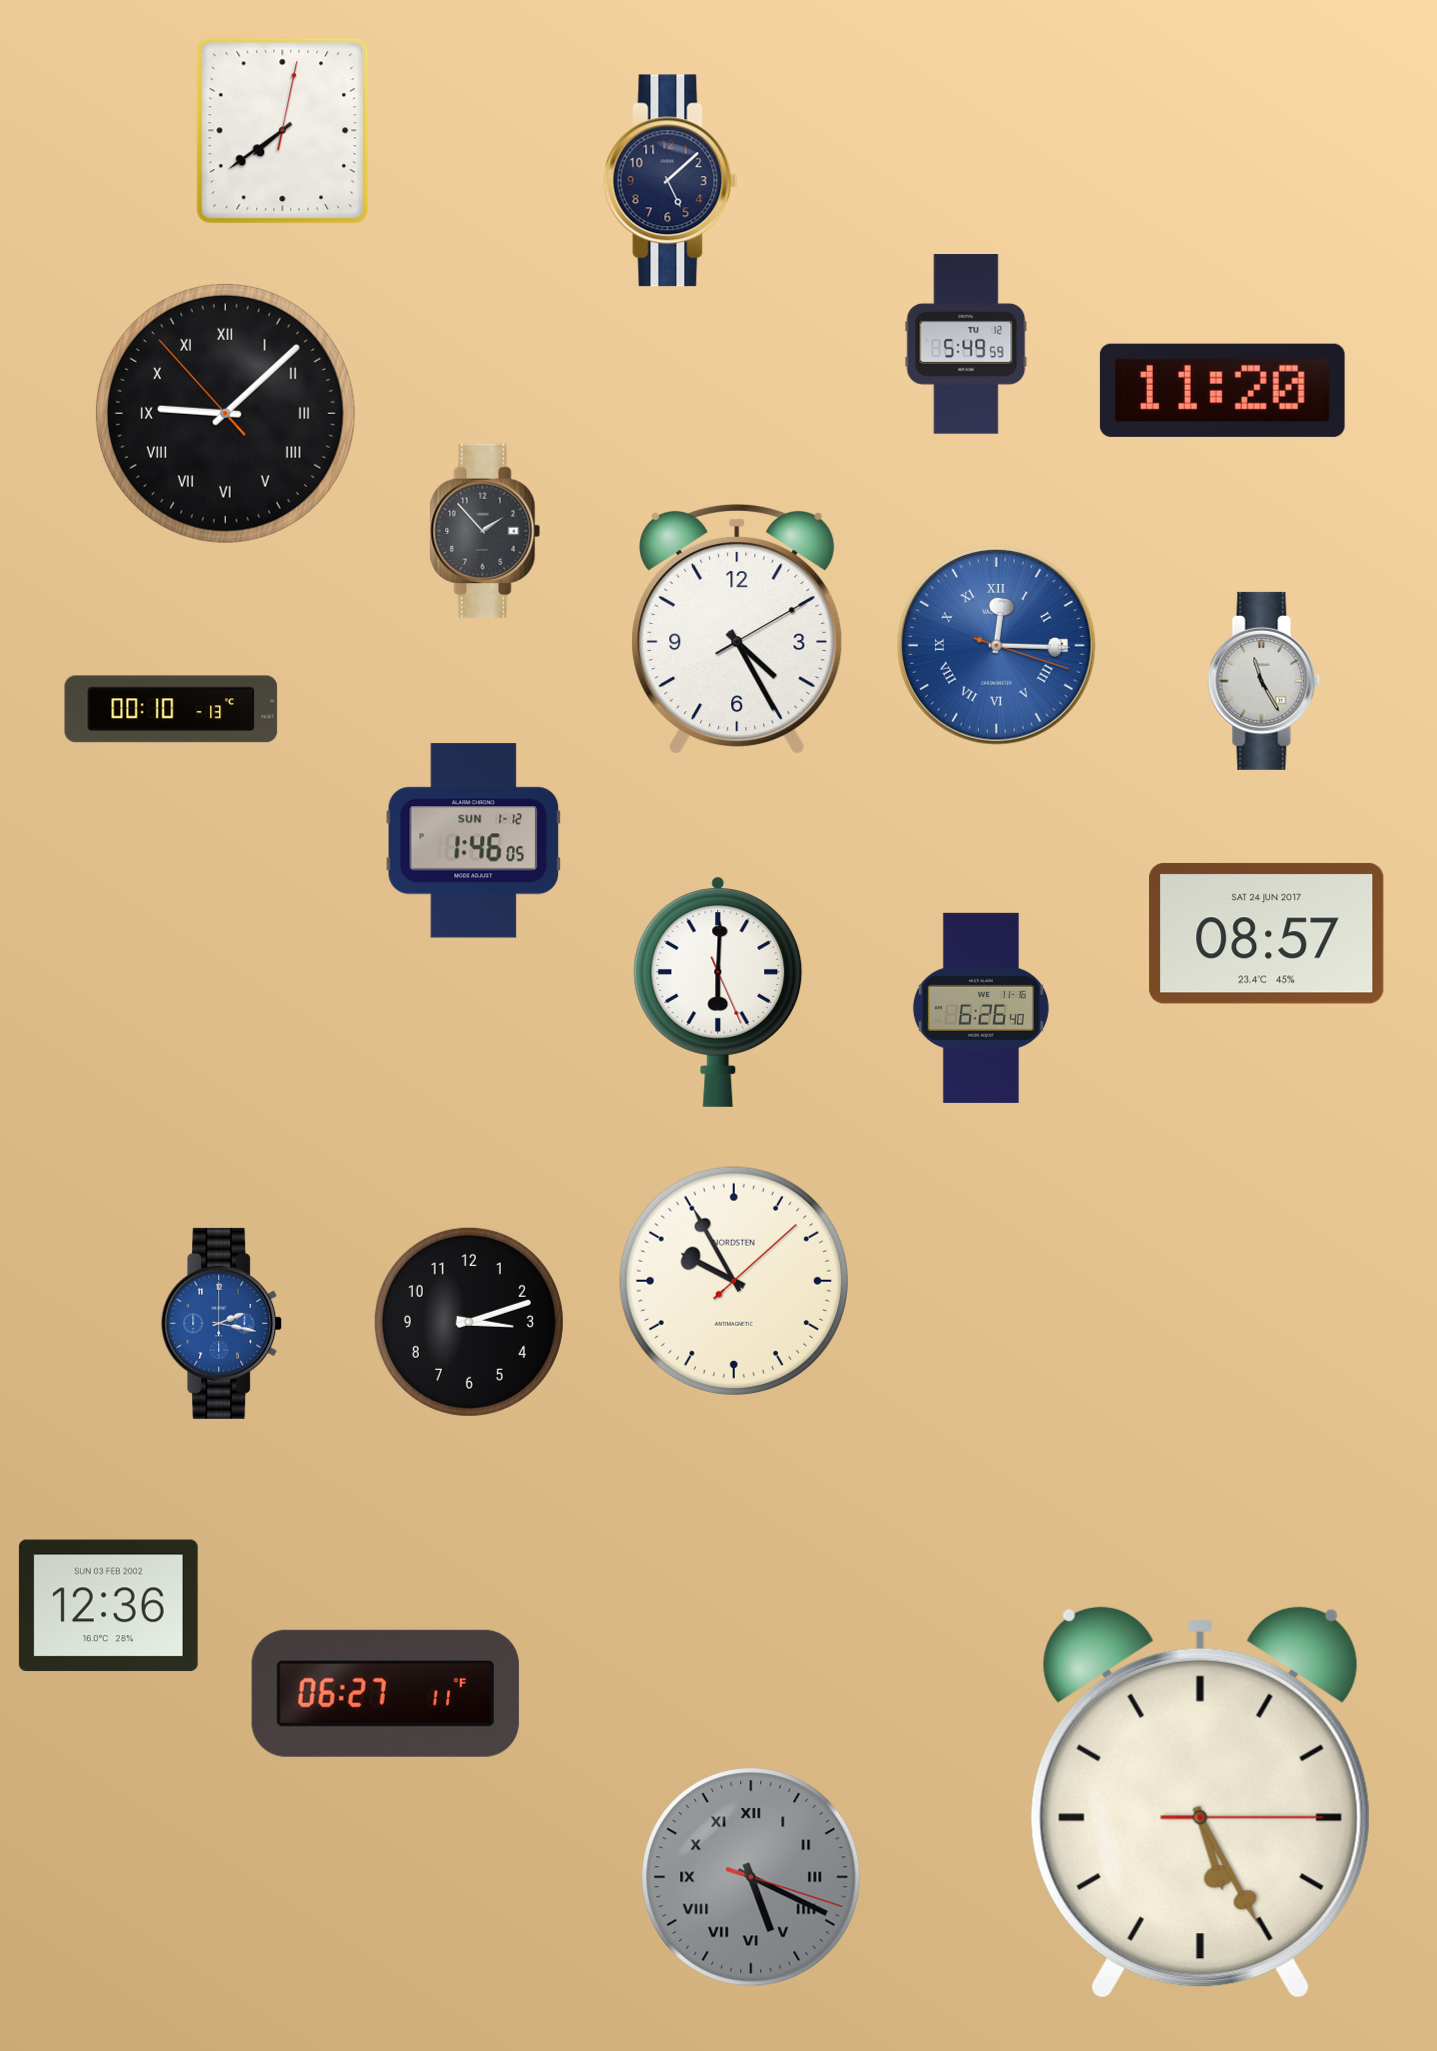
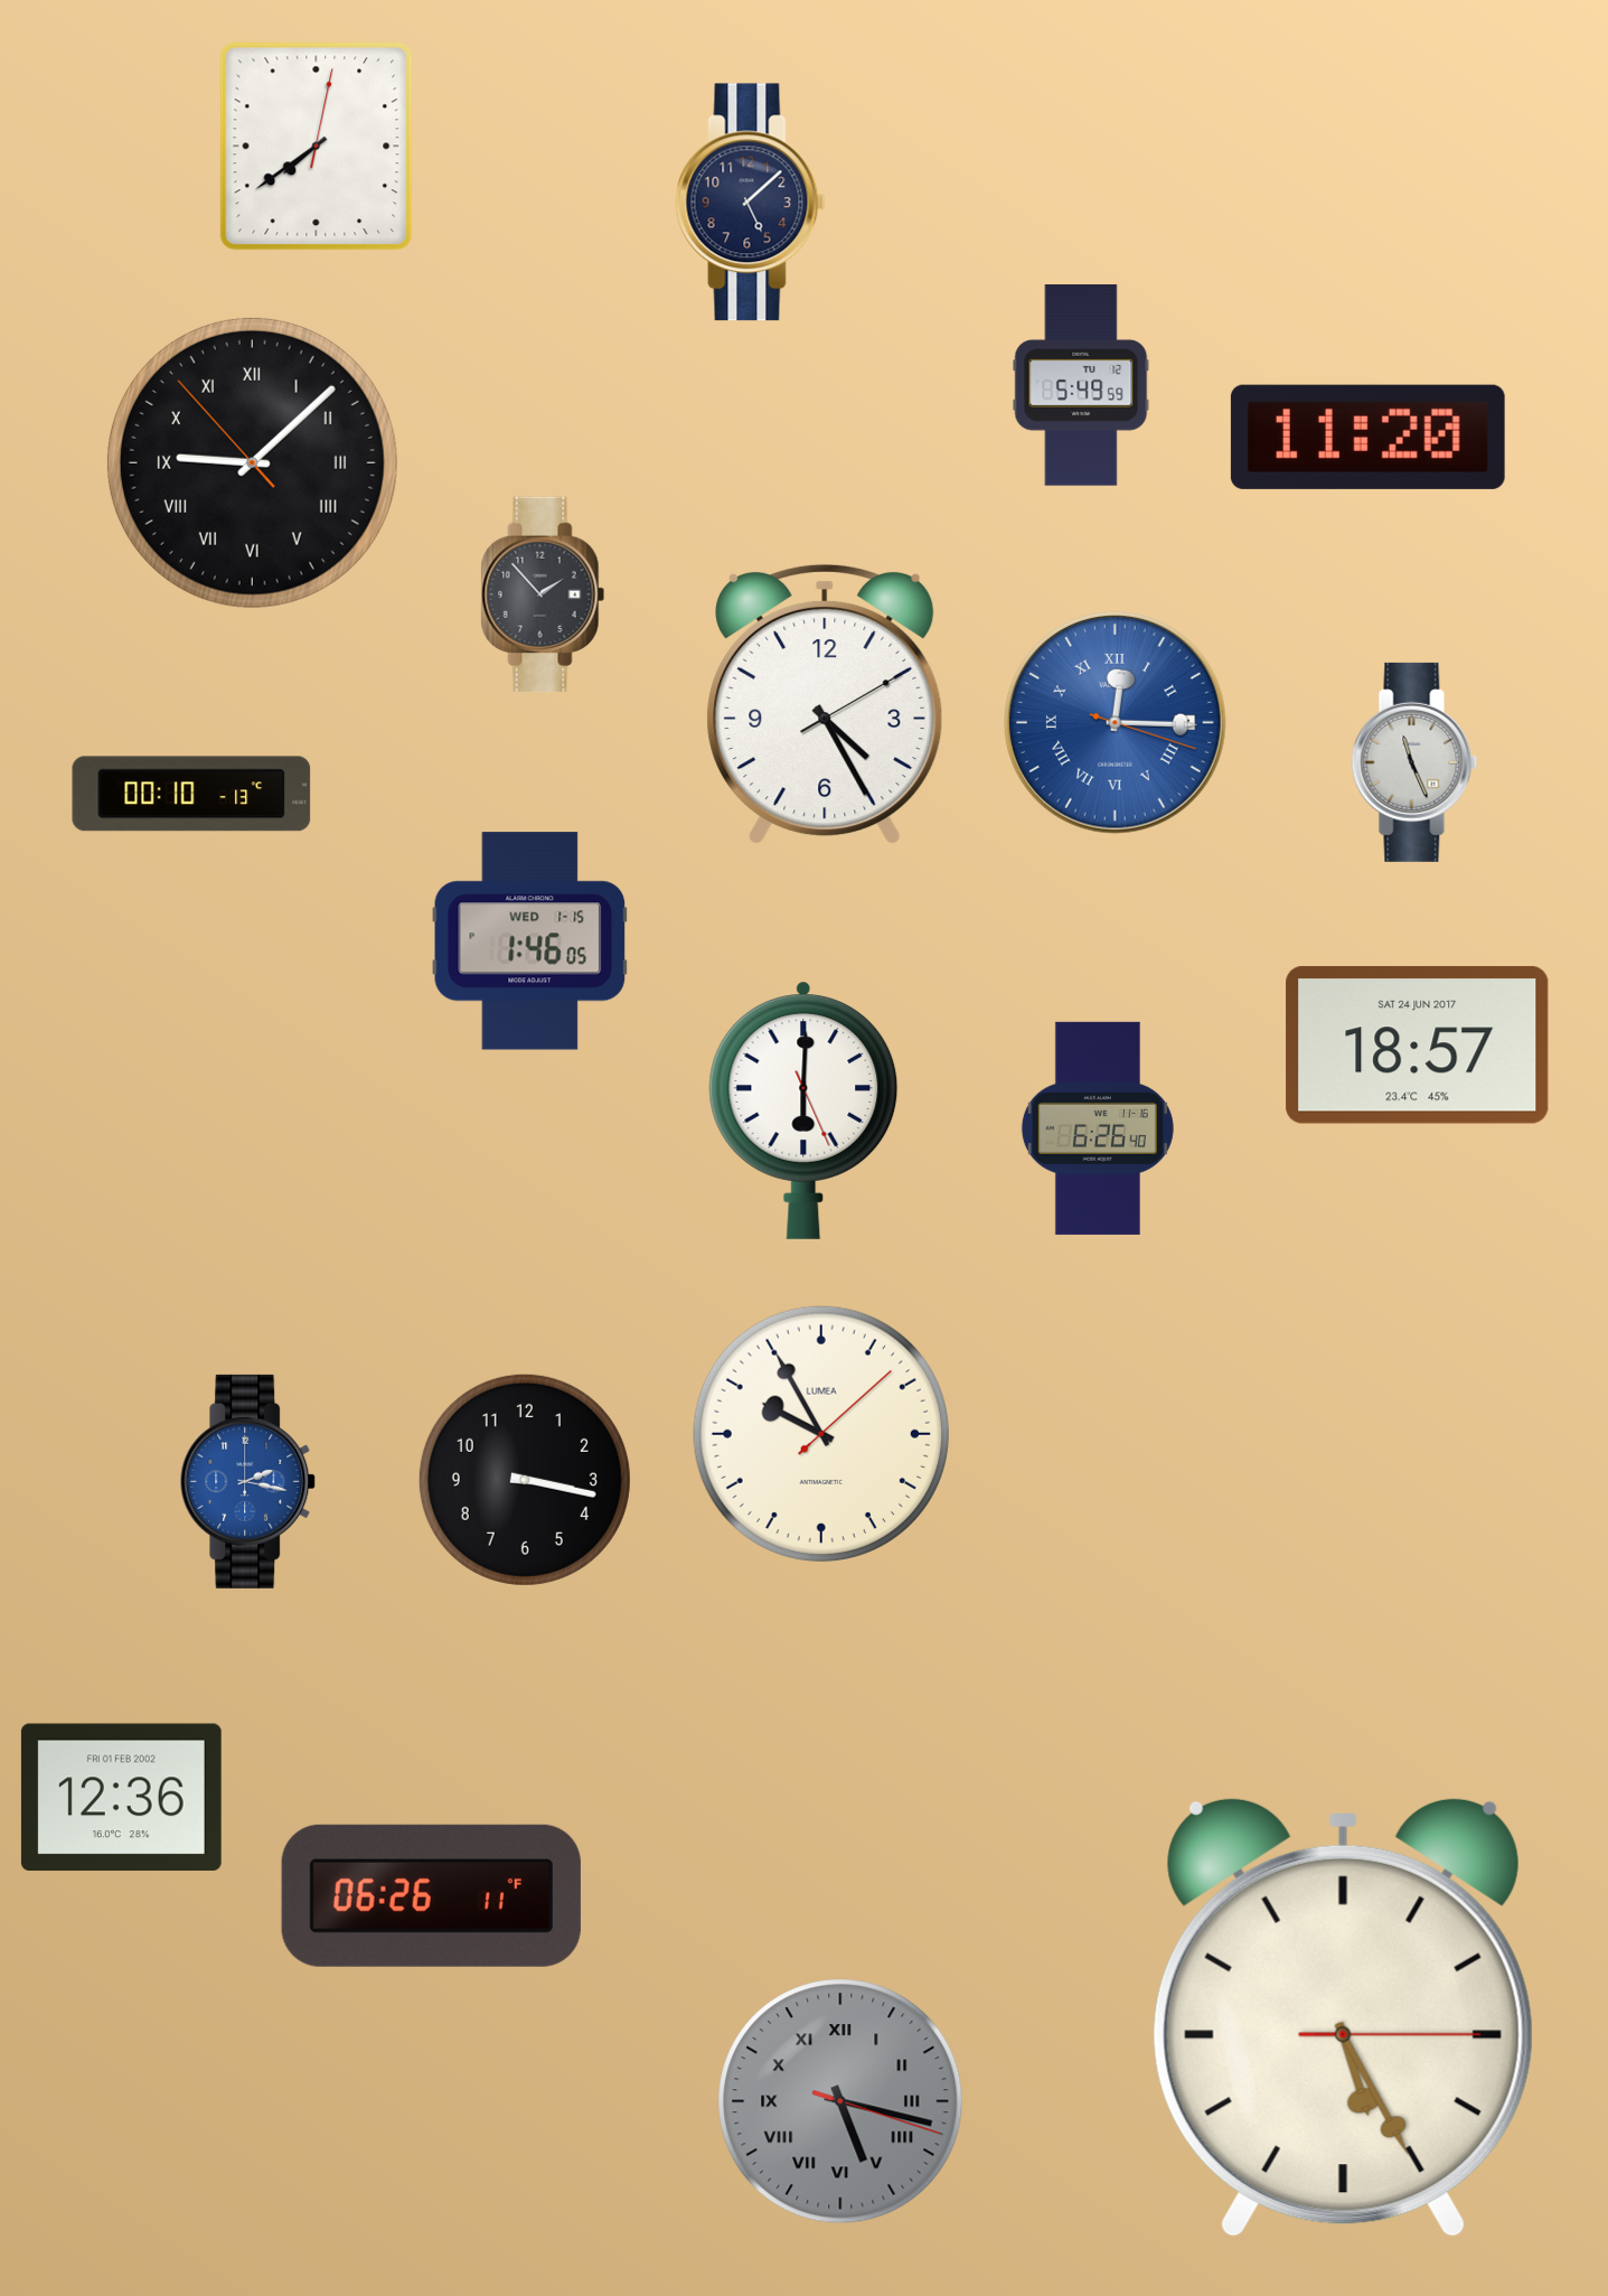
clock at (1264, 681): 11:25 -> 11:26
clock at (474, 841) date: SUN 1-12 -> WED 1-15
clock at (1267, 933): 08:57 -> 18:57
clock at (734, 1281) brand: NORDSTEN -> LUMEA
clock at (469, 1322): 3:12 -> 3:17
clock at (108, 1606) date: SUN 03 FEB 2002 -> FRI 01 FEB 2002
clock at (385, 1693): 06:27 -> 06:26
clock at (751, 1877): 5:19 -> 5:17
